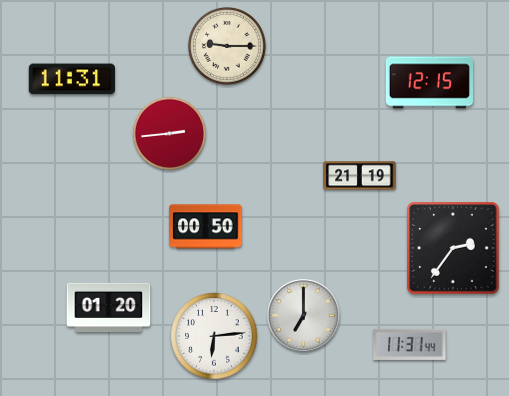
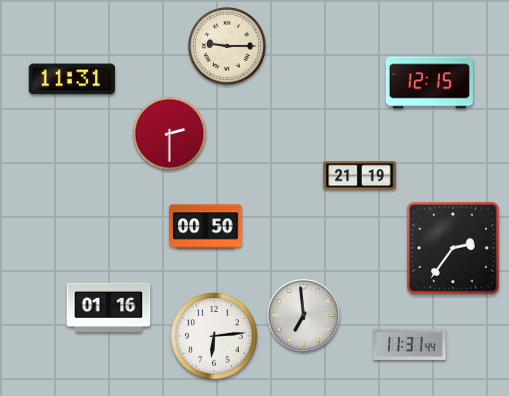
clock at (169, 133): 2:44 -> 2:30
clock at (109, 308): 01:20 -> 01:16
clock at (304, 316): 7:00 -> 6:59
